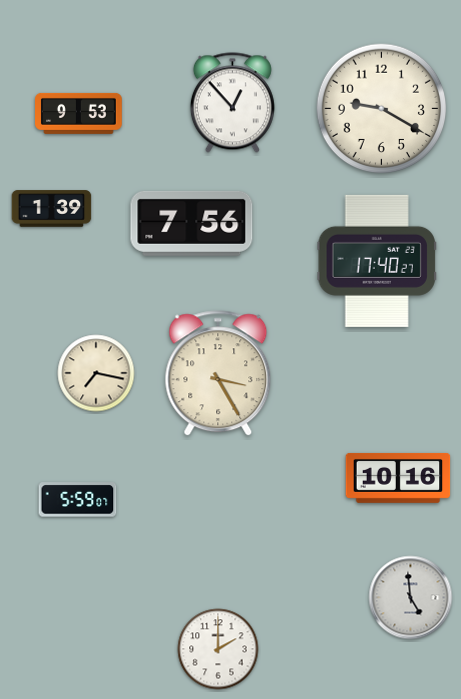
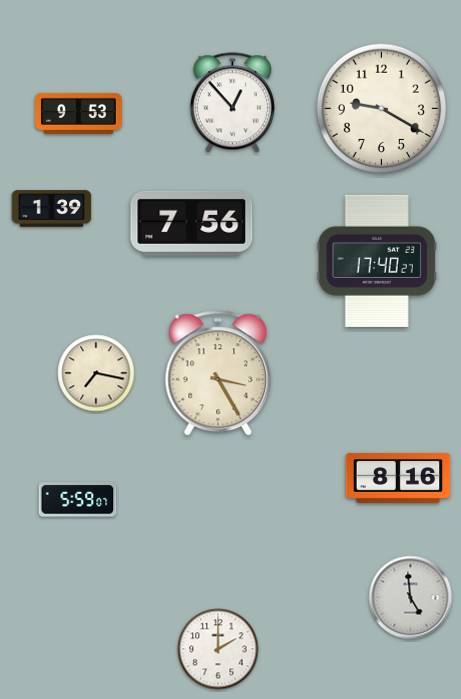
clock at (398, 478): 10:16 -> 8:16
